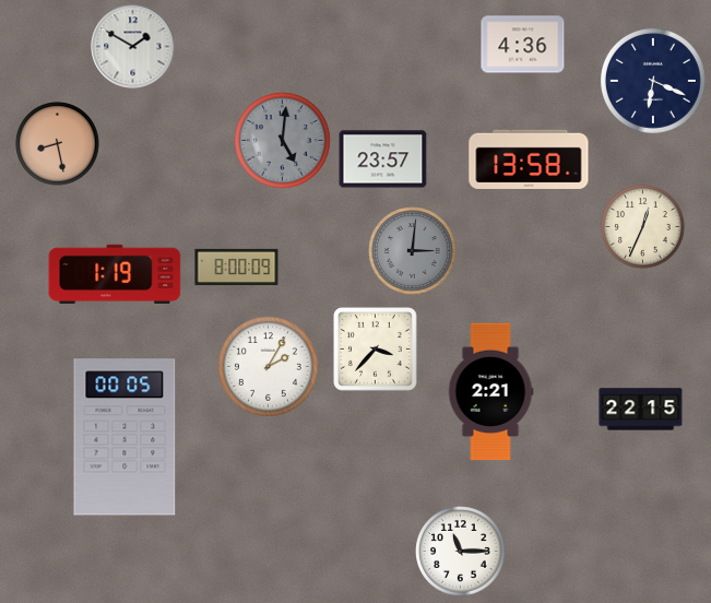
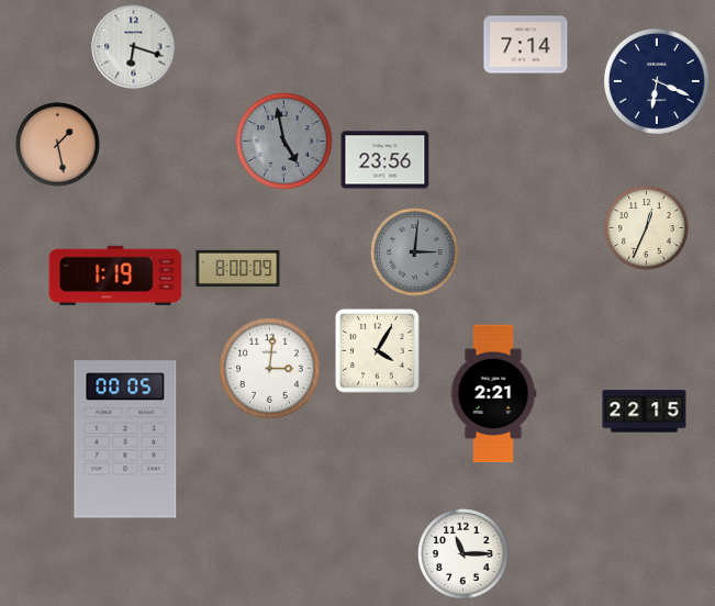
clock at (523, 45): 4:36 -> 7:14
clock at (133, 47): 1:50 -> 6:18
clock at (283, 141): 5:01 -> 4:58
clock at (58, 144): 8:28 -> 1:28
clock at (383, 159): 23:57 -> 23:56
clock at (529, 159): 13:58 -> none
clock at (376, 350): 3:37 -> 4:05
clock at (269, 367): 2:05 -> 3:01
